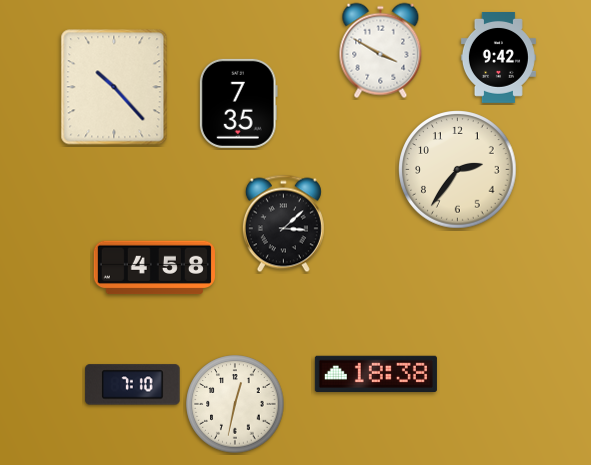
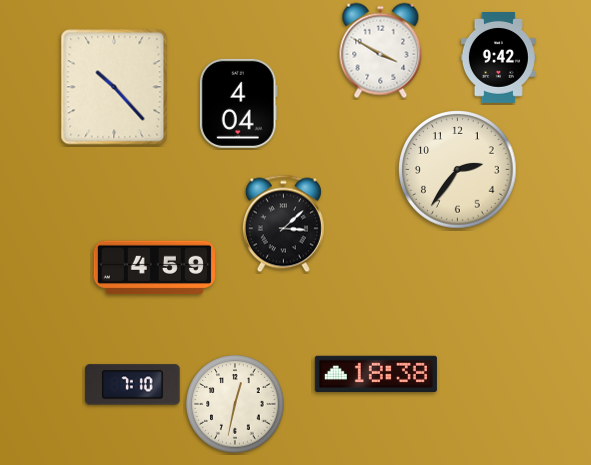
clock at (238, 103): 7:35 -> 4:04
clock at (154, 268): 4:58 -> 4:59
